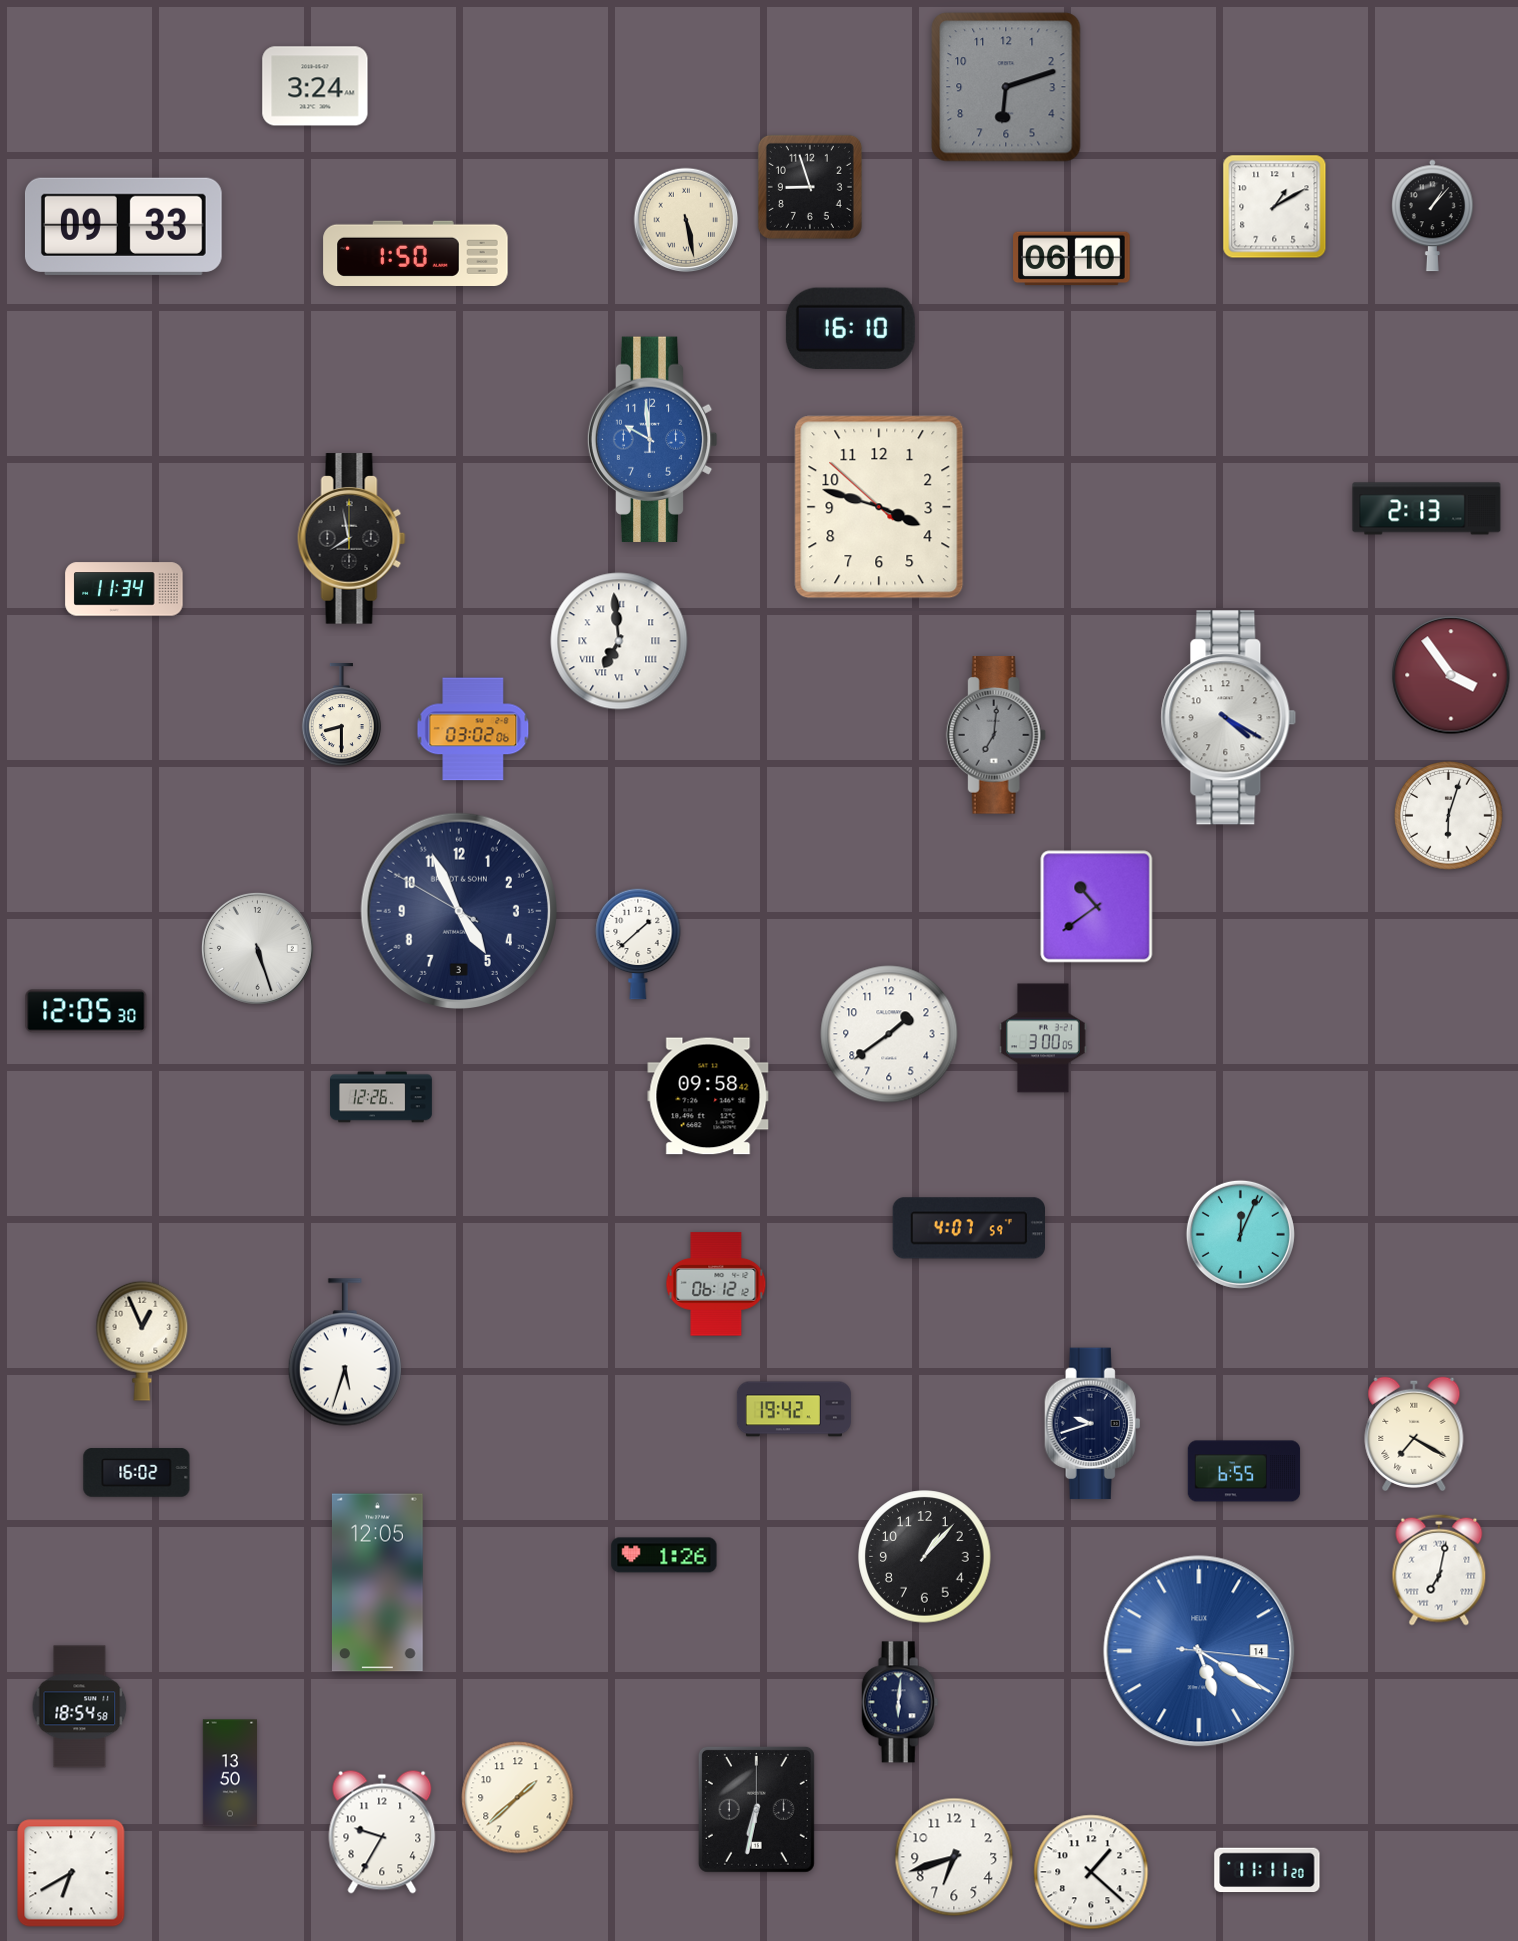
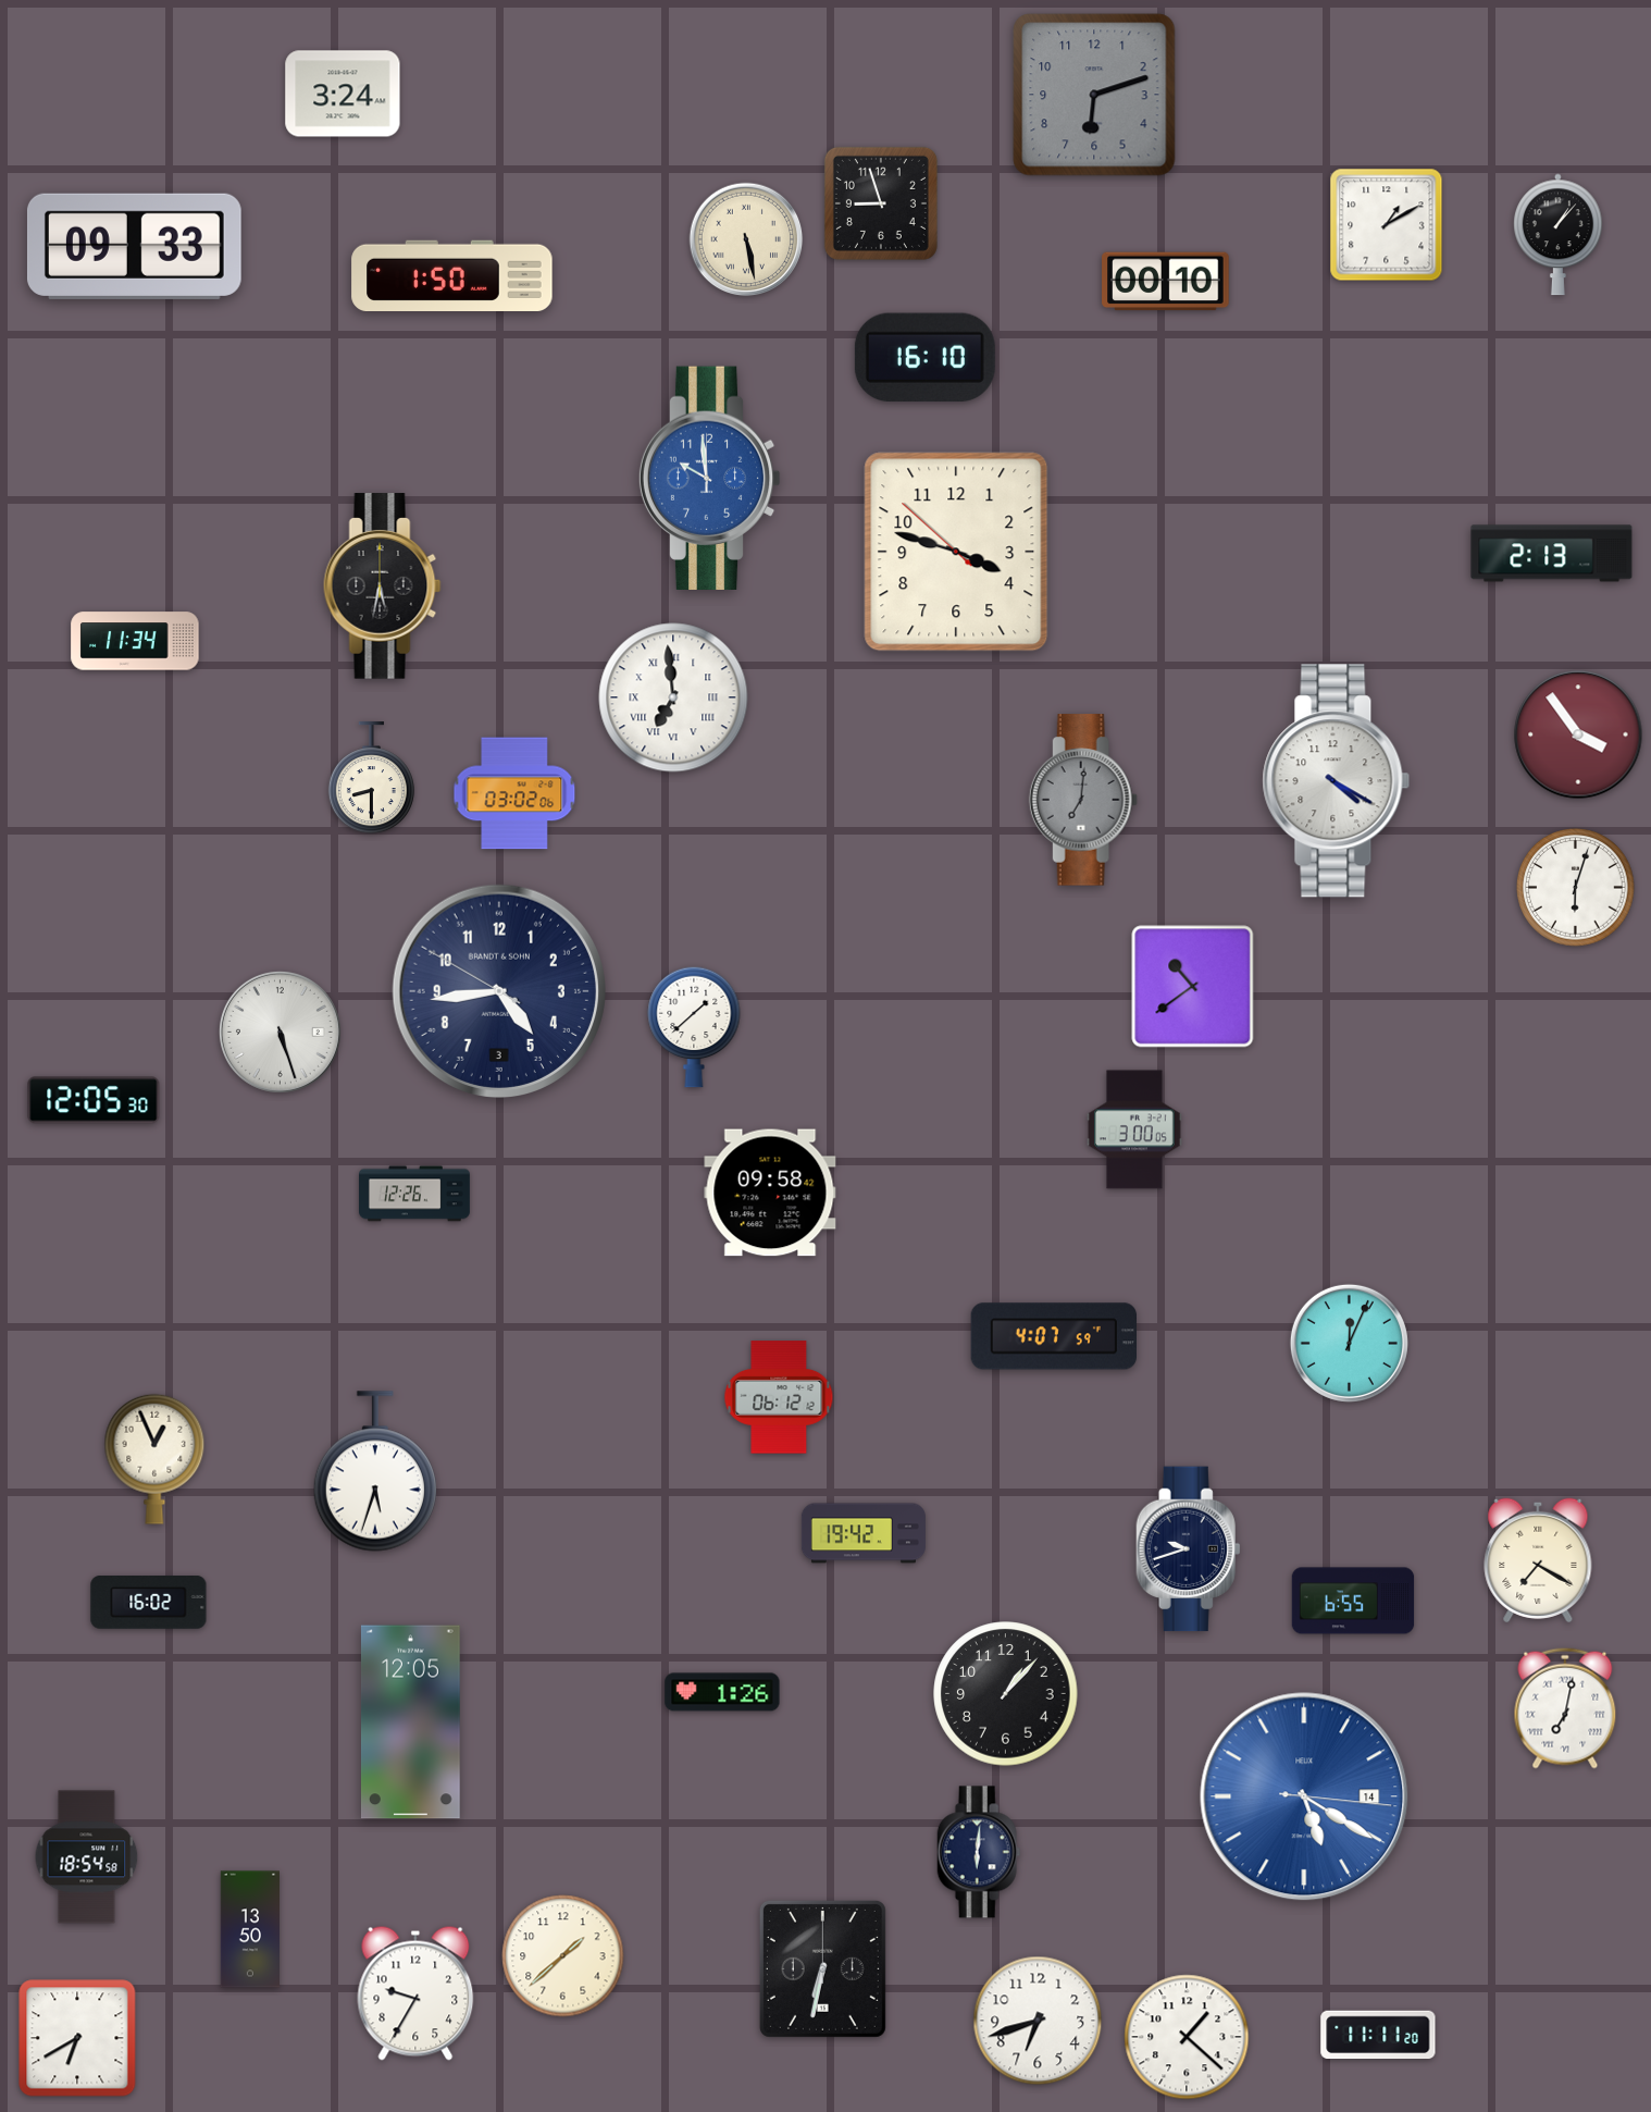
clock at (1072, 259): 06:10 -> 00:10
clock at (352, 539): 7:58 -> 5:32
clock at (458, 910): 4:55 -> 4:43
clock at (889, 1034): 1:39 -> none
